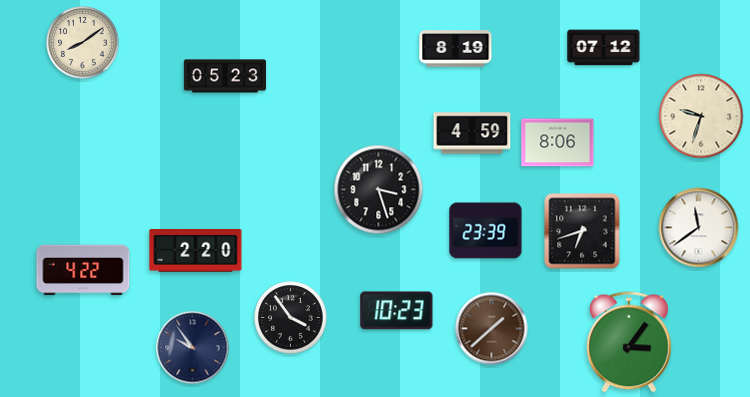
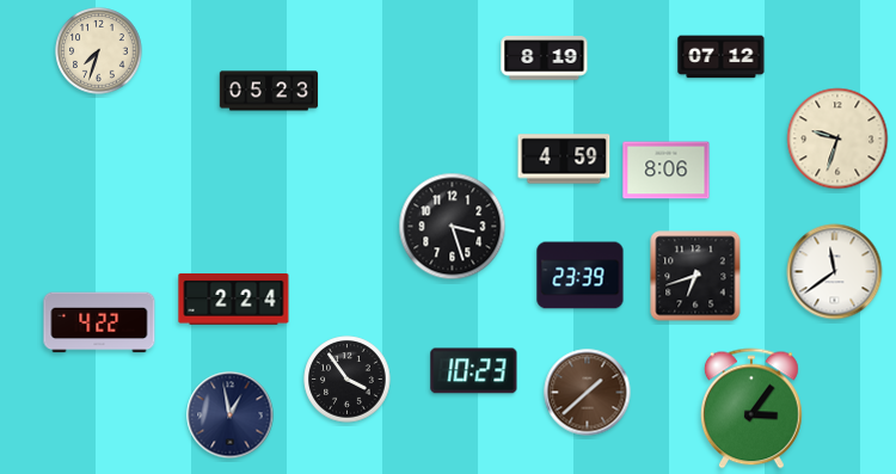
clock at (83, 43): 8:09 -> 7:33
clock at (196, 251): 2:20 -> 2:24
clock at (193, 348): 9:54 -> 12:58
